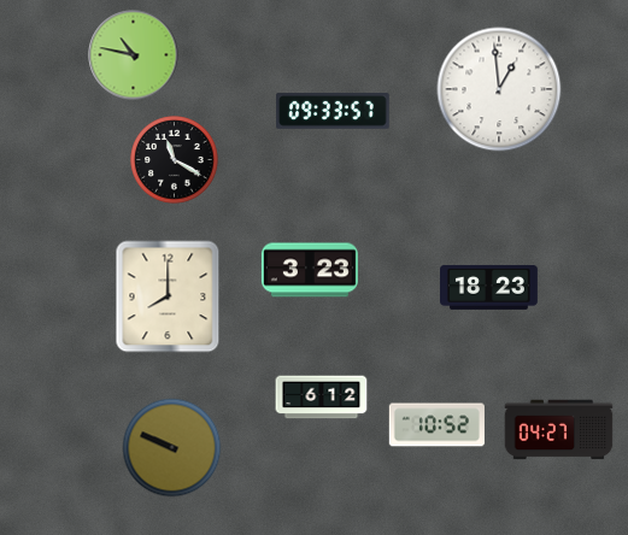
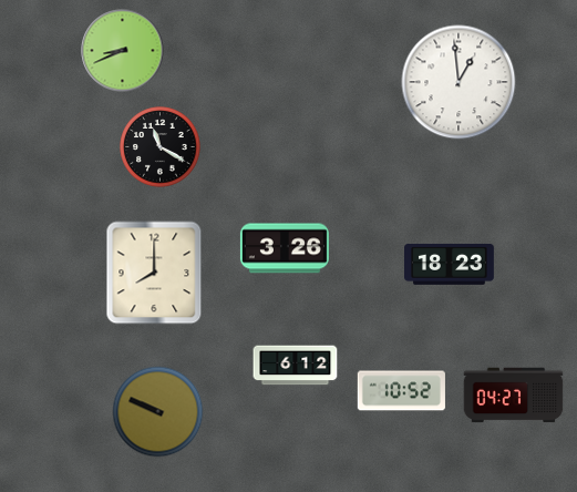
clock at (134, 55): 10:47 -> 8:41
clock at (333, 111): 09:33 -> none
clock at (310, 270): 3:23 -> 3:26
